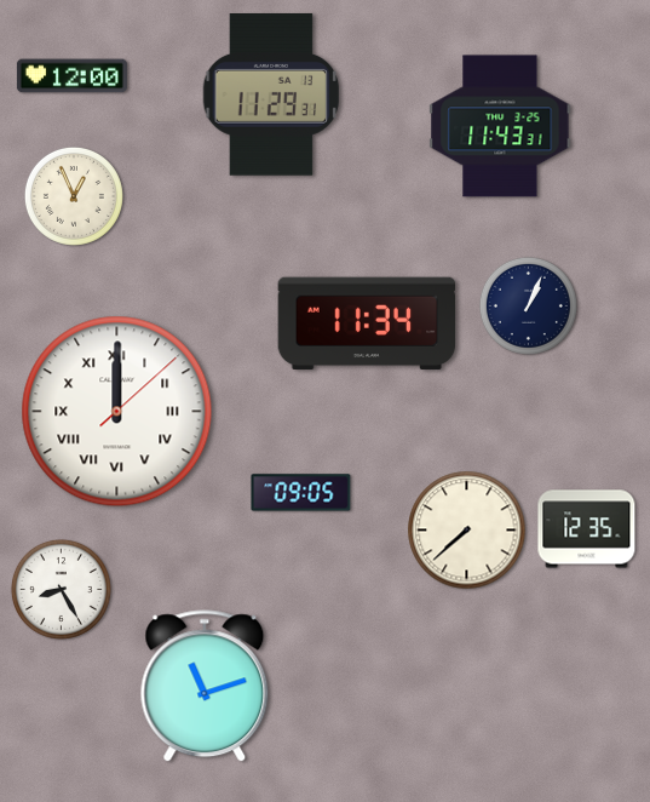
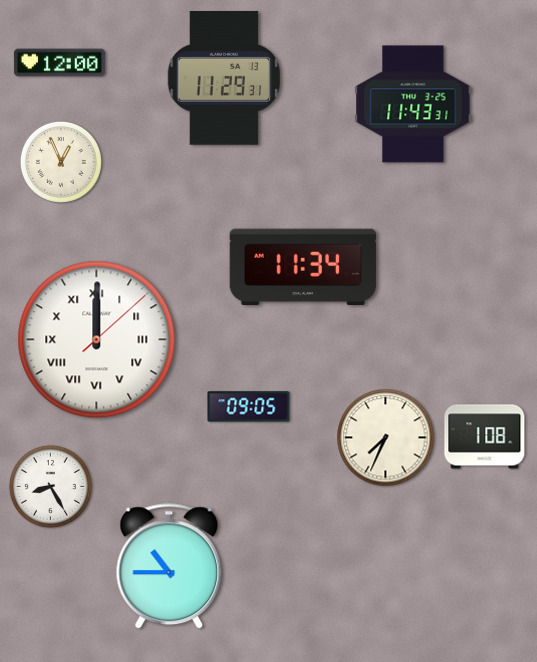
clock at (528, 305): 1:04 -> none
clock at (587, 529): 12:35 -> 1:08
clock at (467, 531): 7:38 -> 7:34
clock at (205, 687): 11:12 -> 10:45
